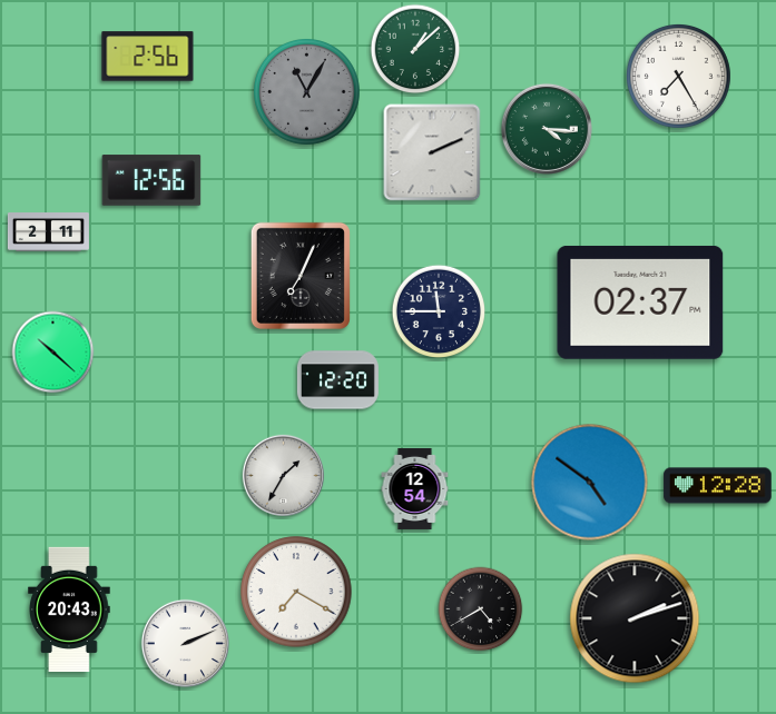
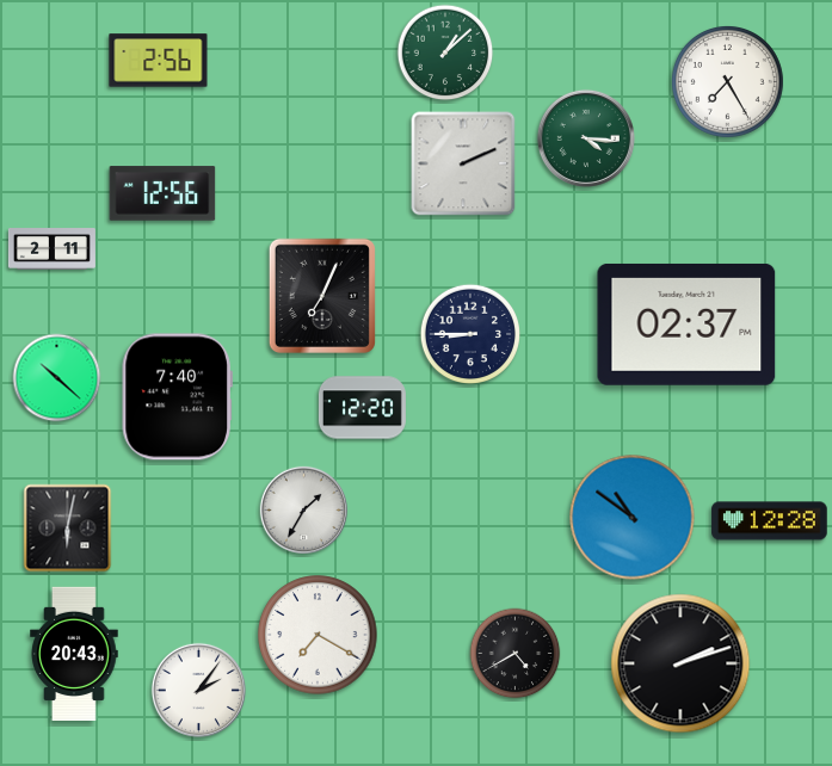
clock at (307, 92): 11:05 -> none
clock at (438, 310): 11:45 -> 8:45
clock at (177, 397): none -> 7:40
clock at (590, 483): 4:51 -> 10:51
clock at (415, 488): 12:54 -> none
clock at (68, 529): none -> 6:02
clock at (185, 643): 2:11 -> 2:06
